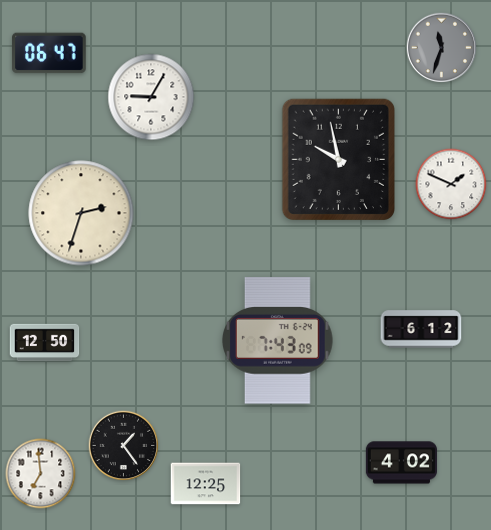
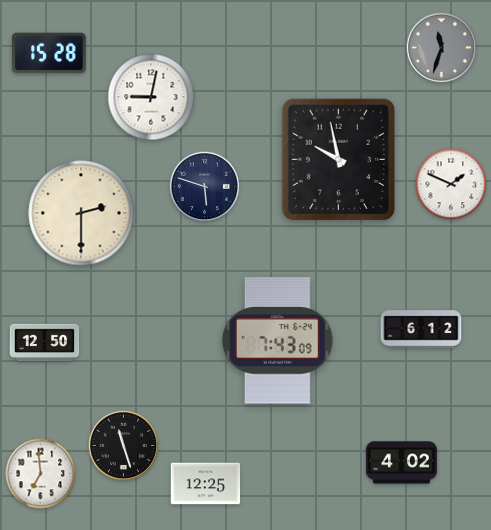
clock at (49, 53): 06:47 -> 15:28
clock at (151, 97): 9:05 -> 9:02
clock at (205, 187): none -> 5:48
clock at (81, 213): 2:33 -> 2:30
clock at (124, 446): 1:24 -> 11:27
